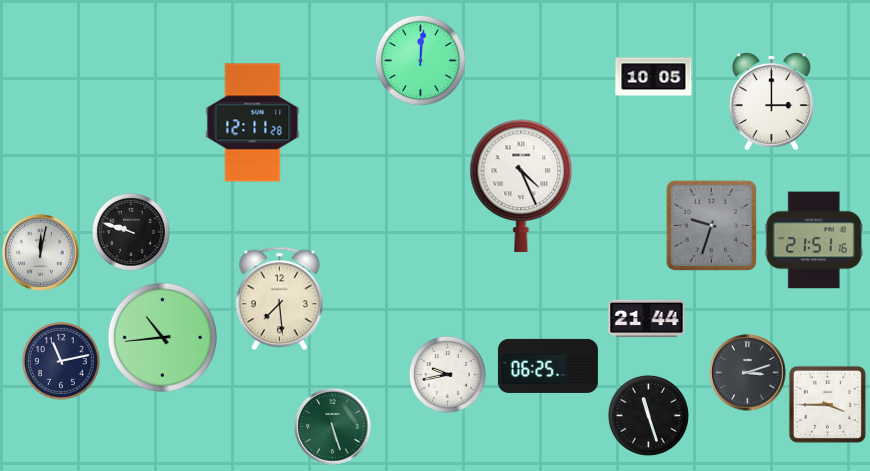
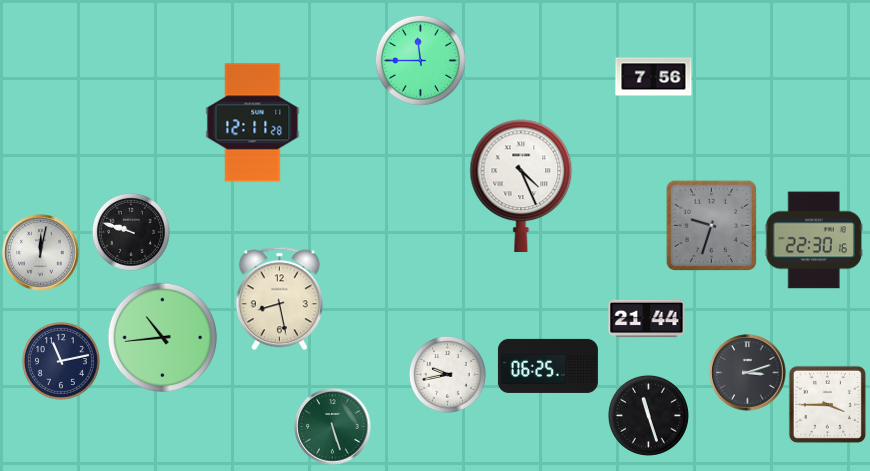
clock at (420, 60): 12:01 -> 11:45
clock at (654, 77): 10:05 -> 7:56
clock at (771, 101): 3:00 -> none
clock at (814, 240): 21:51 -> 22:30
clock at (279, 299): 7:29 -> 8:28
